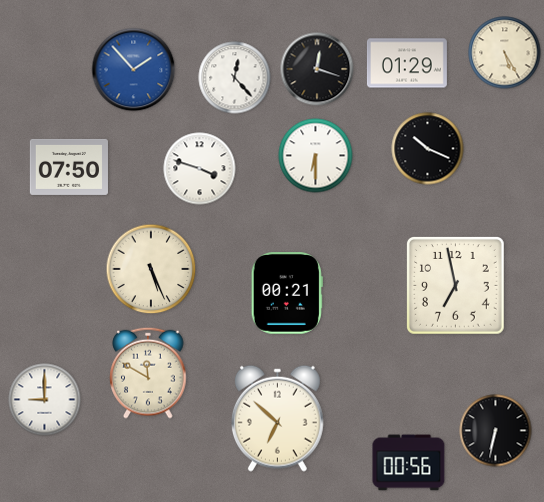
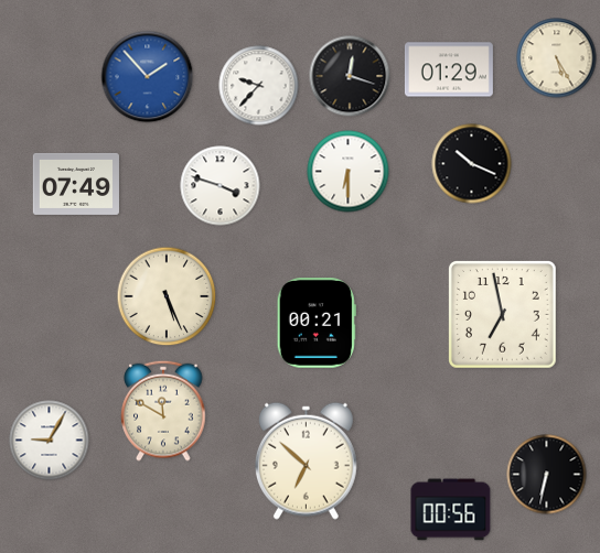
clock at (235, 78): 12:23 -> 9:37
clock at (69, 167): 07:50 -> 07:49
clock at (45, 400): 9:00 -> 9:05
